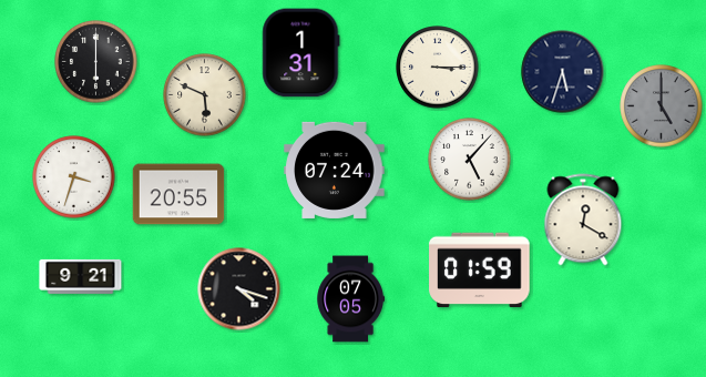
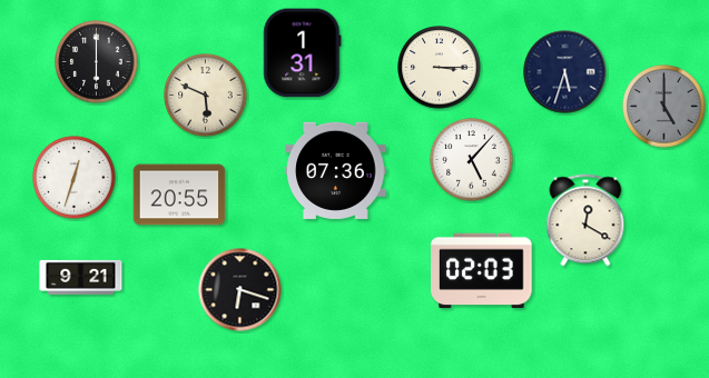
clock at (335, 170): 07:24 -> 07:36
clock at (74, 177): 3:33 -> 12:33
clock at (480, 271): 01:59 -> 02:03
clock at (239, 289): 4:18 -> 6:18
clock at (350, 299): 07:05 -> none
